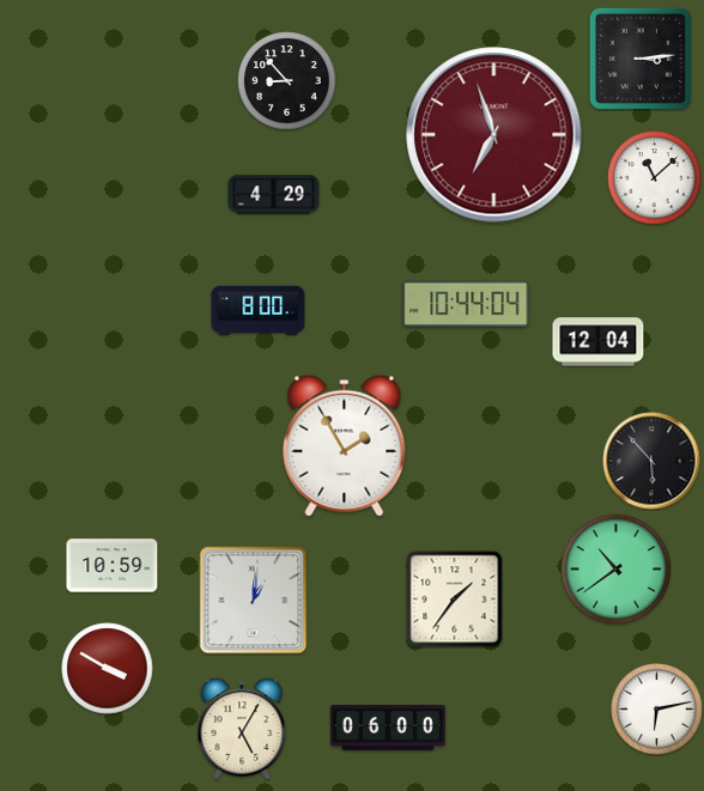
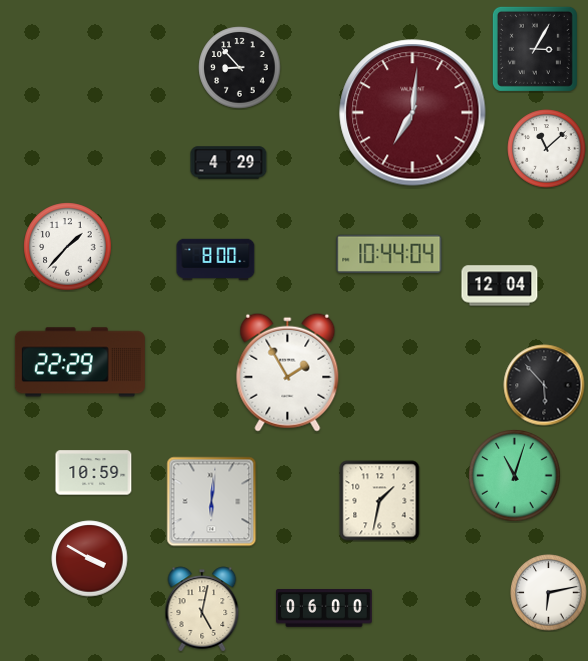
clock at (641, 59): 3:14 -> 3:05
clock at (494, 135): 6:57 -> 7:01
clock at (68, 247): none -> 1:37
clock at (80, 362): none -> 22:29
clock at (617, 570): 10:39 -> 11:03
clock at (455, 600): 1:36 -> 1:32
clock at (254, 601): 1:01 -> 6:01
clock at (242, 729): 5:05 -> 5:02
